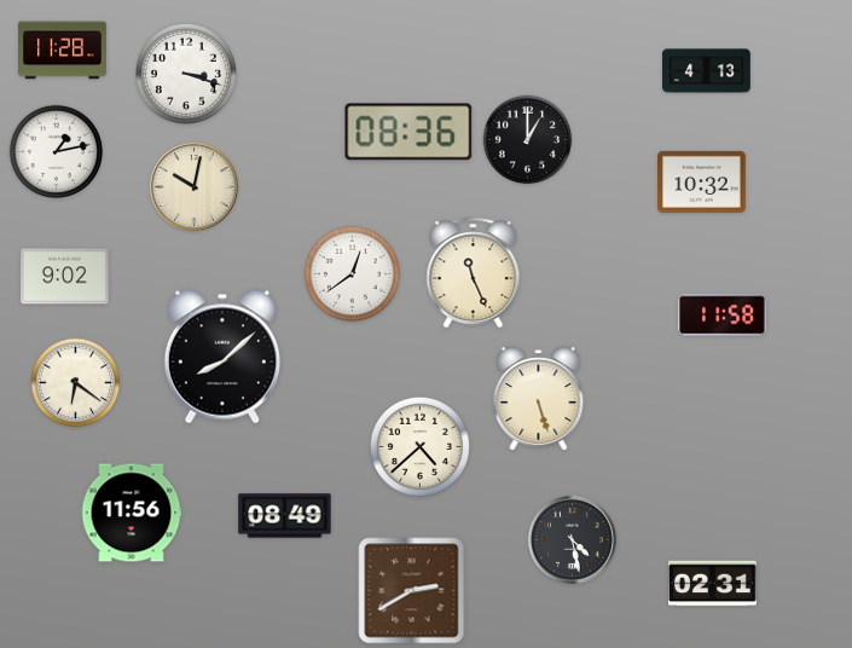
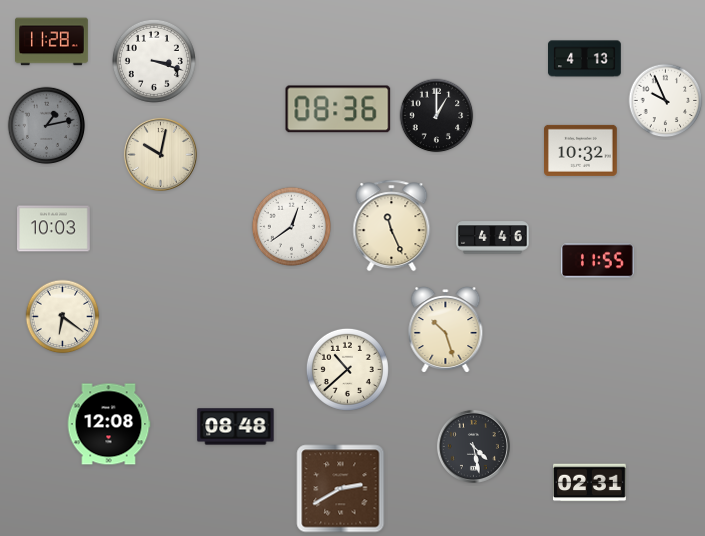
clock at (666, 101): none -> 9:56
clock at (57, 152) dial: white -> grey
clock at (65, 277): 9:02 -> 10:03
clock at (493, 238): none -> 4:46
clock at (723, 316): 11:58 -> 11:55
clock at (222, 357): 8:08 -> none
clock at (539, 399): 5:27 -> 10:27
clock at (419, 446): 4:38 -> 10:38
clock at (132, 513): 11:56 -> 12:08
clock at (285, 516): 08:49 -> 08:48
